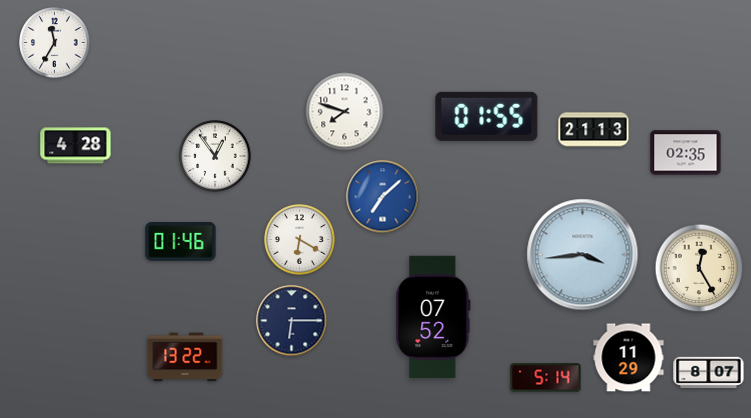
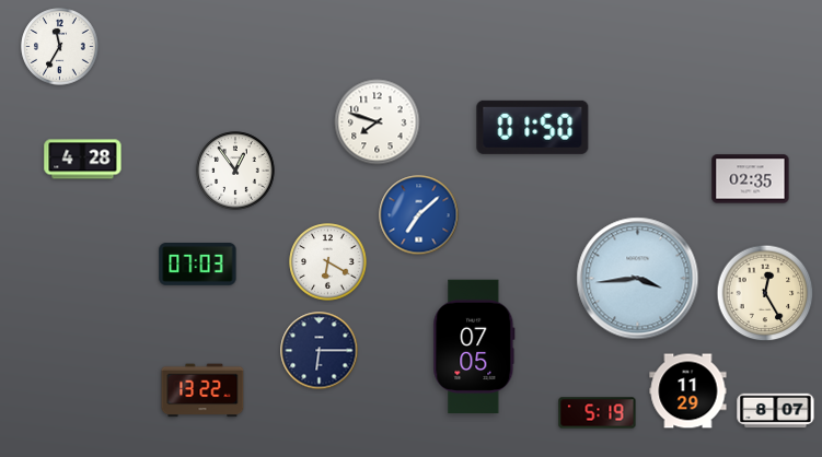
clock at (487, 116): 01:55 -> 01:50
clock at (594, 130): 21:13 -> none
clock at (686, 153) position: (686, 153) -> (751, 179)
clock at (181, 242): 01:46 -> 07:03
clock at (433, 316): 07:52 -> 07:05
clock at (709, 373) position: (709, 373) -> (776, 411)
clock at (546, 378): 5:14 -> 5:19
